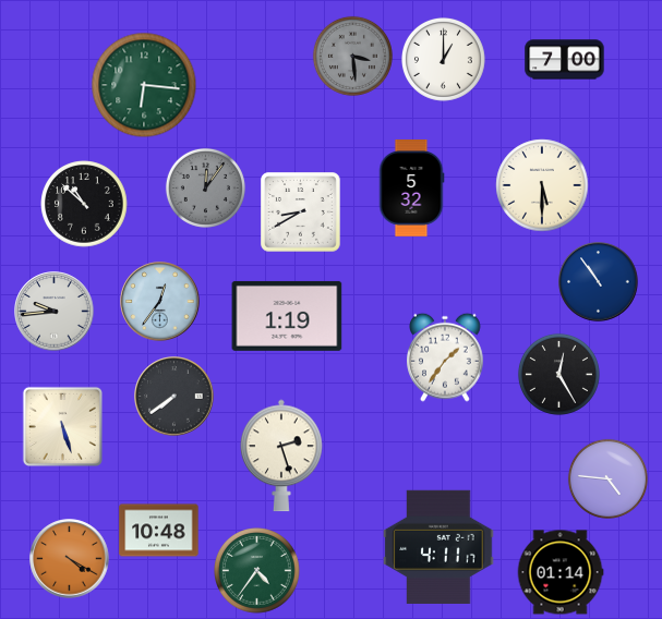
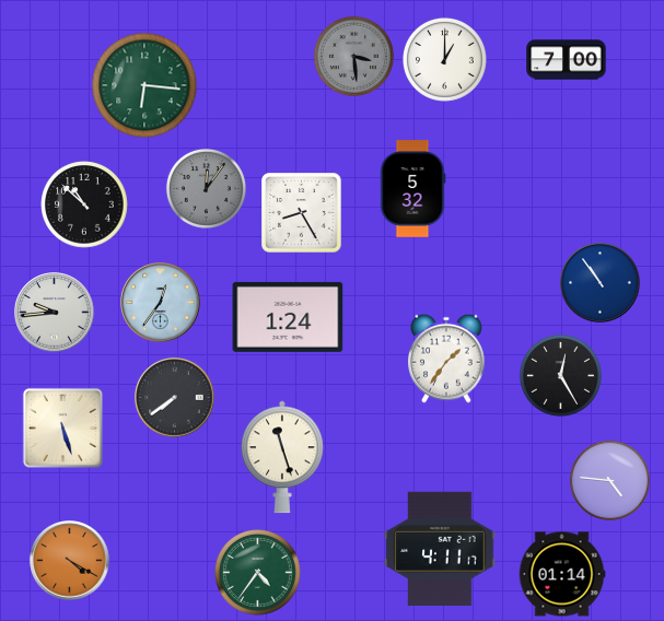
clock at (542, 185): 5:30 -> none
clock at (301, 213): 8:40 -> 8:25
clock at (287, 316): 1:19 -> 1:24
clock at (281, 456): 2:27 -> 11:27
clock at (159, 531): 10:48 -> none
